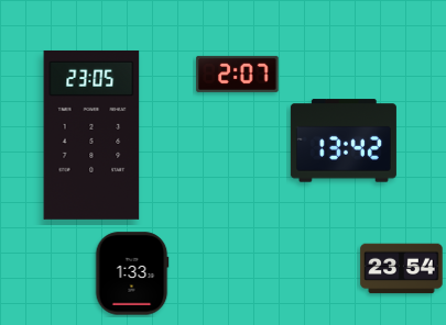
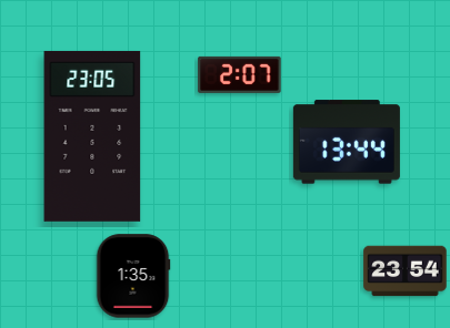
clock at (344, 141): 13:42 -> 13:44
clock at (132, 273): 1:33 -> 1:35
